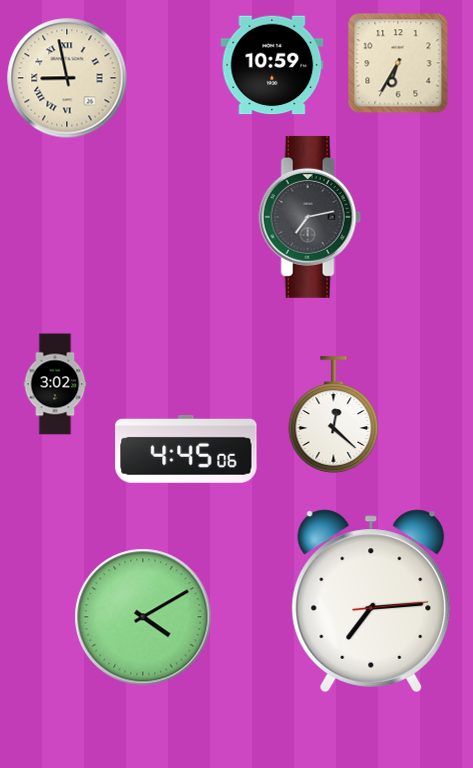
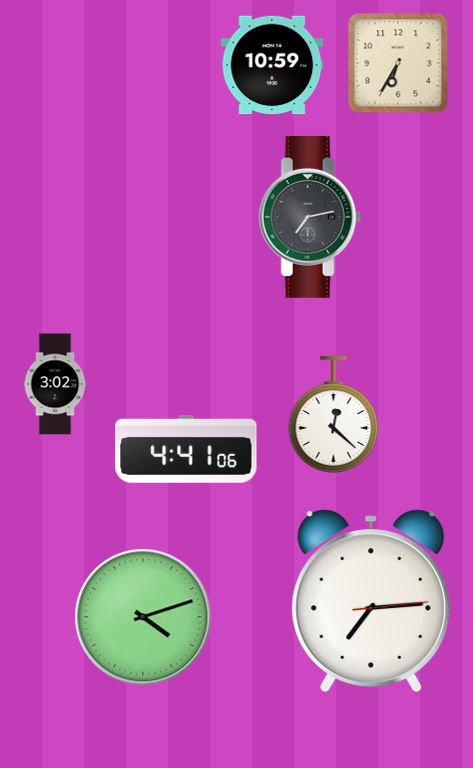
clock at (67, 78): 8:58 -> none
clock at (186, 449): 4:45 -> 4:41
clock at (143, 617): 4:10 -> 4:12
